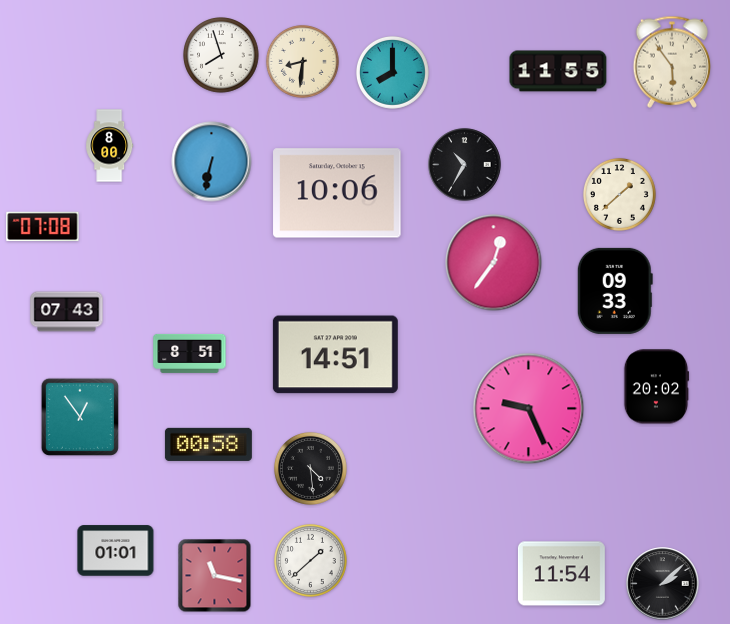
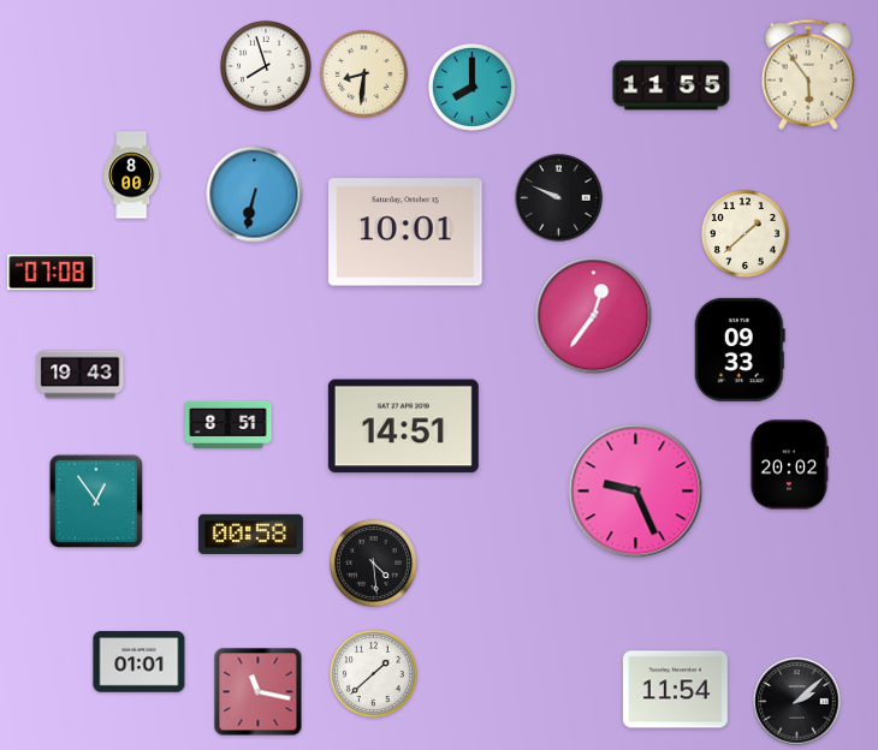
clock at (465, 165): 10:35 -> 9:49
clock at (337, 193): 10:06 -> 10:01
clock at (67, 312): 07:43 -> 19:43
